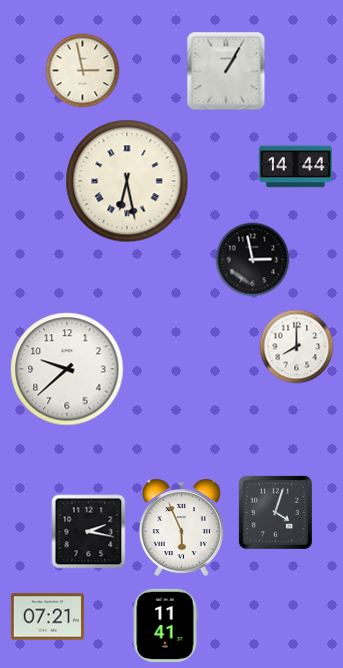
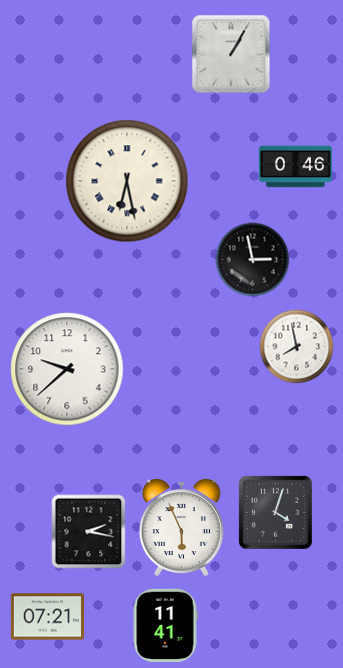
clock at (83, 71): 2:58 -> none
clock at (226, 71) position: (226, 71) -> (231, 54)
clock at (295, 167): 14:44 -> 0:46
clock at (297, 347): 8:00 -> 7:58
